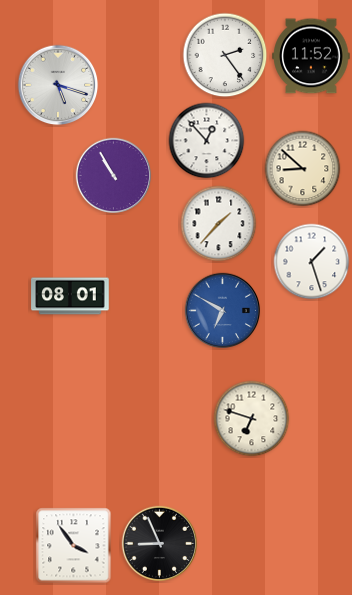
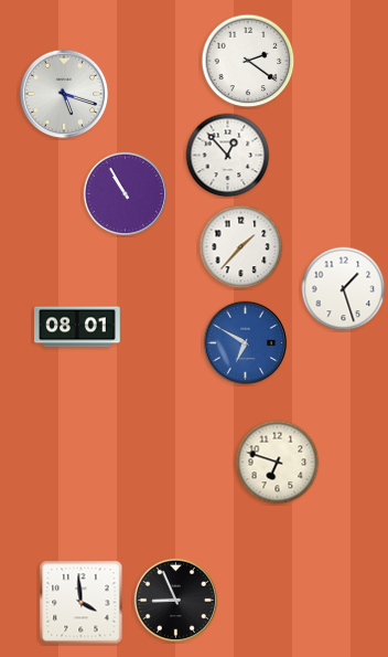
clock at (225, 55): 2:24 -> 2:21
clock at (311, 56): 11:52 -> none
clock at (303, 169): 8:52 -> none
clock at (74, 546): 3:54 -> 3:59
